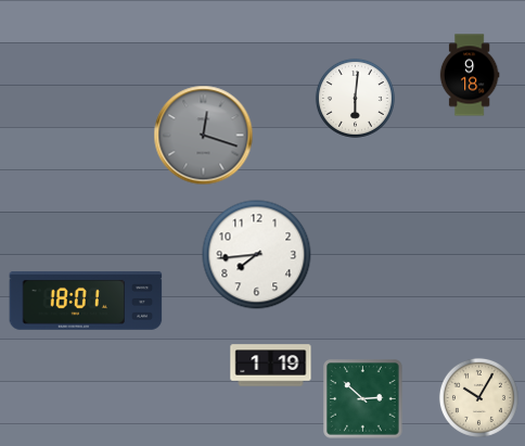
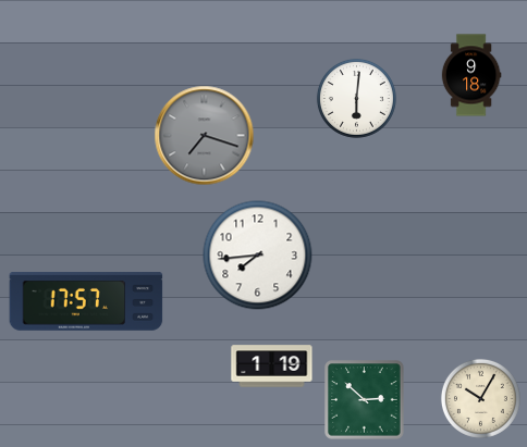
clock at (204, 136): 12:18 -> 7:18
clock at (86, 302): 18:01 -> 17:57
